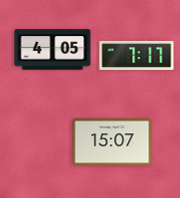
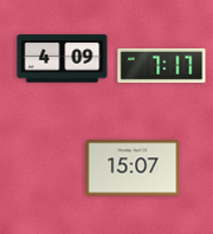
clock at (53, 50): 4:05 -> 4:09
